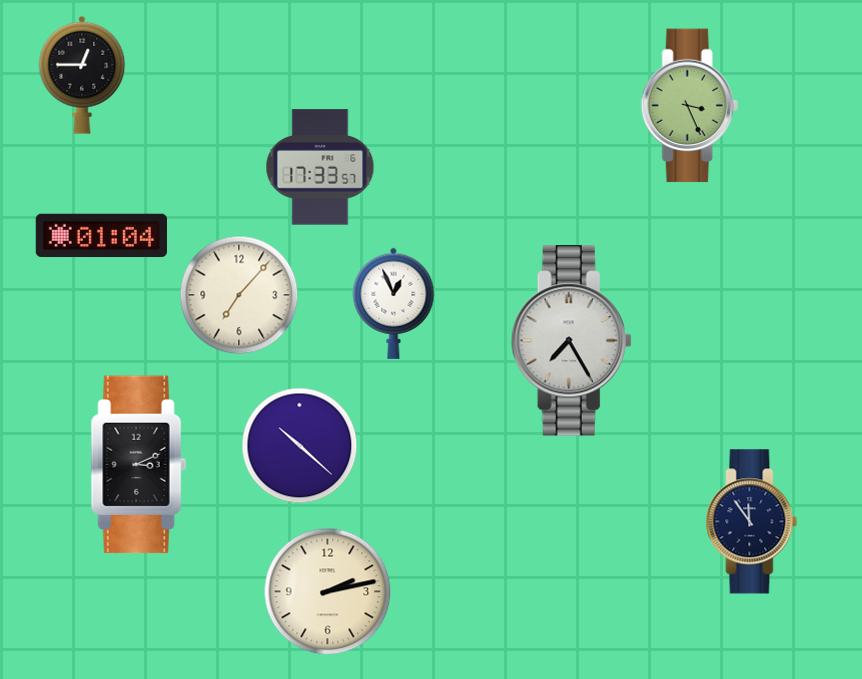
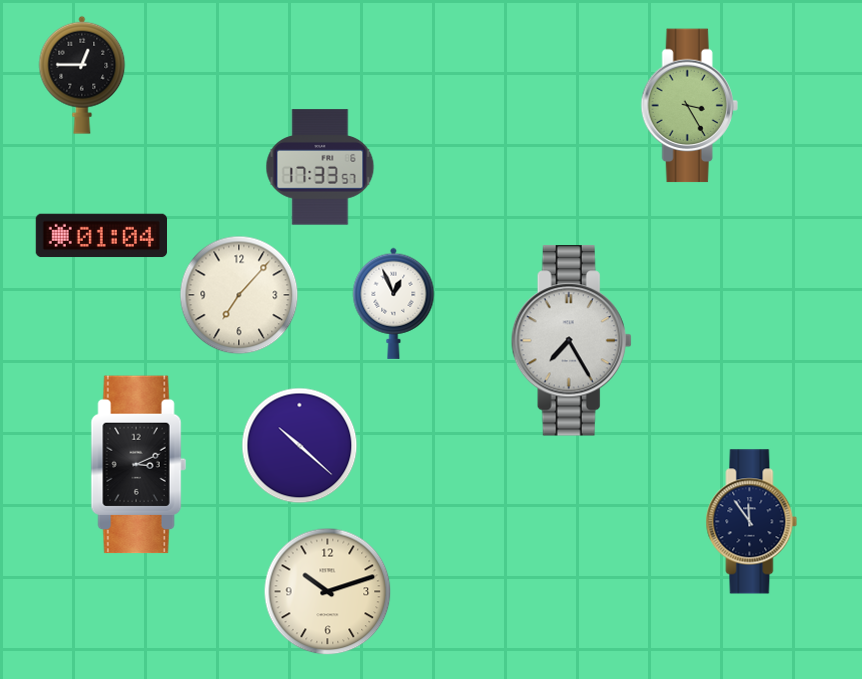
clock at (689, 106): 3:26 -> 3:25
clock at (328, 592): 2:13 -> 10:12
